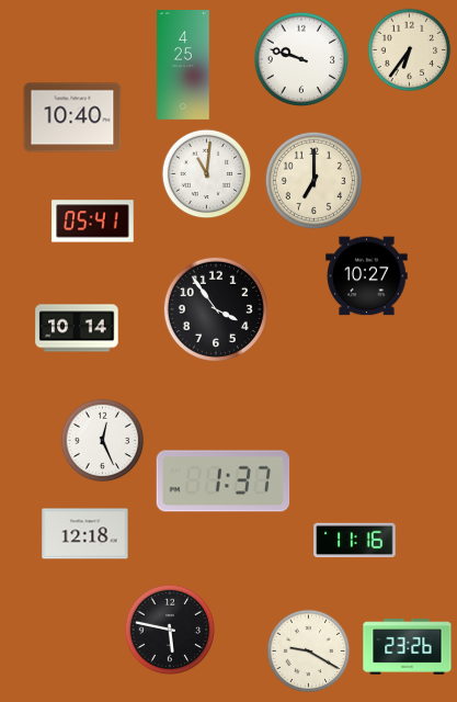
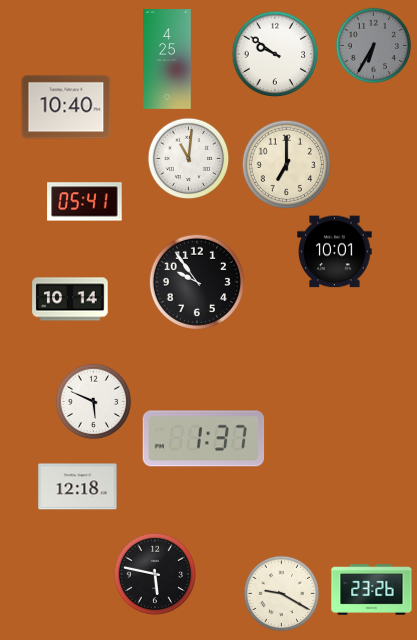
clock at (410, 50): 6:36 -> 6:35
clock at (410, 50) dial: cream -> grey
clock at (300, 58): 9:48 -> 9:51
clock at (367, 276): 10:27 -> 10:01
clock at (216, 309): 3:54 -> 9:54
clock at (103, 441): 12:26 -> 5:49
clock at (355, 541): 11:16 -> none
